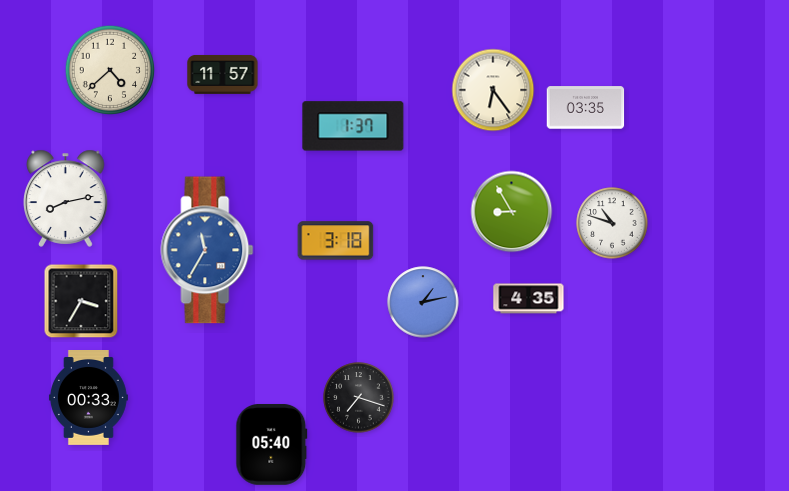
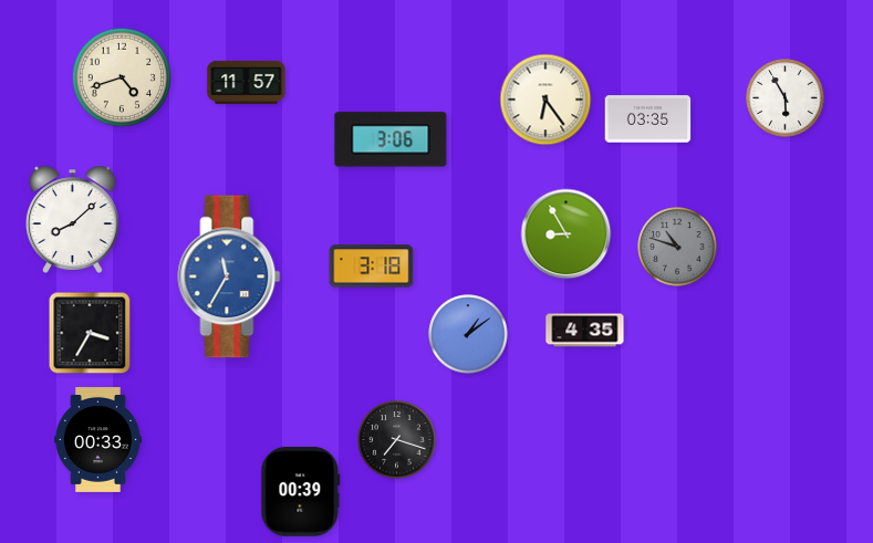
clock at (110, 70): 4:38 -> 4:42
clock at (786, 98): none -> 5:55
clock at (353, 126): 1:37 -> 3:06
clock at (66, 198): 8:13 -> 8:08
clock at (612, 223) dial: white -> grey
clock at (423, 302): 1:13 -> 1:09
clock at (272, 445): 05:40 -> 00:39
